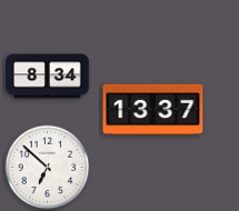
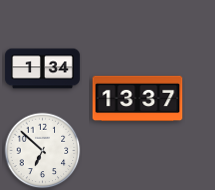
clock at (48, 77): 8:34 -> 1:34
